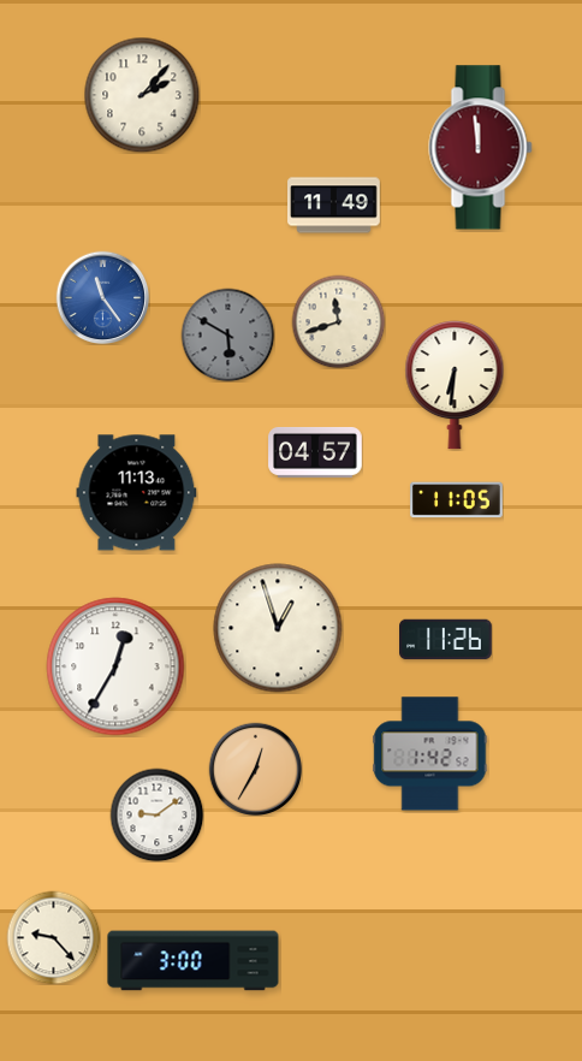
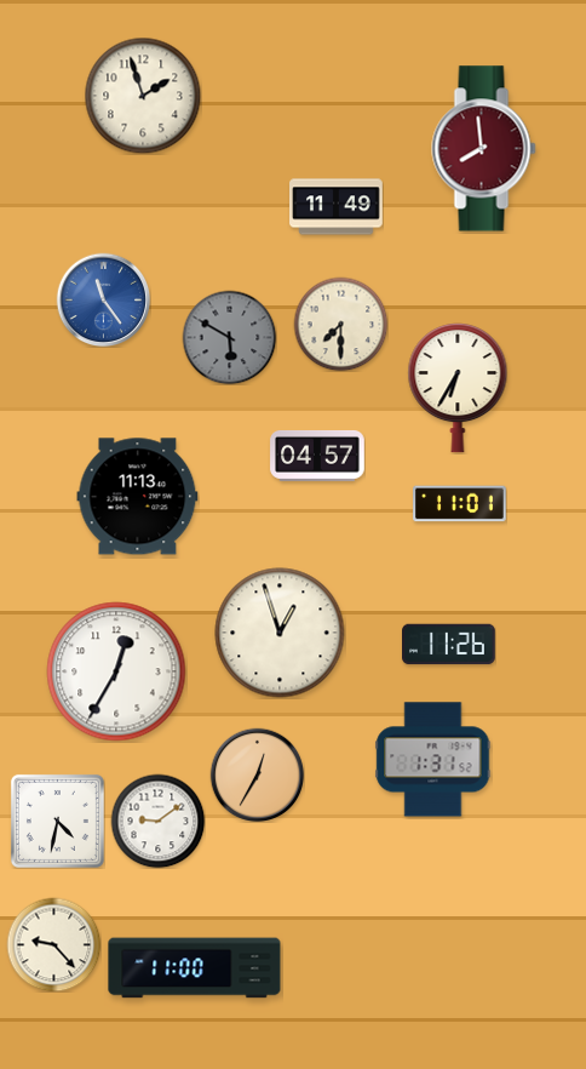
clock at (142, 95): 2:07 -> 1:57
clock at (481, 148): 11:59 -> 7:59
clock at (338, 321): 11:42 -> 7:30
clock at (455, 386): 6:31 -> 6:35
clock at (457, 500): 11:05 -> 11:01
clock at (430, 754): 1:42 -> 1:31
clock at (57, 821): none -> 4:32
clock at (194, 961): 3:00 -> 11:00
